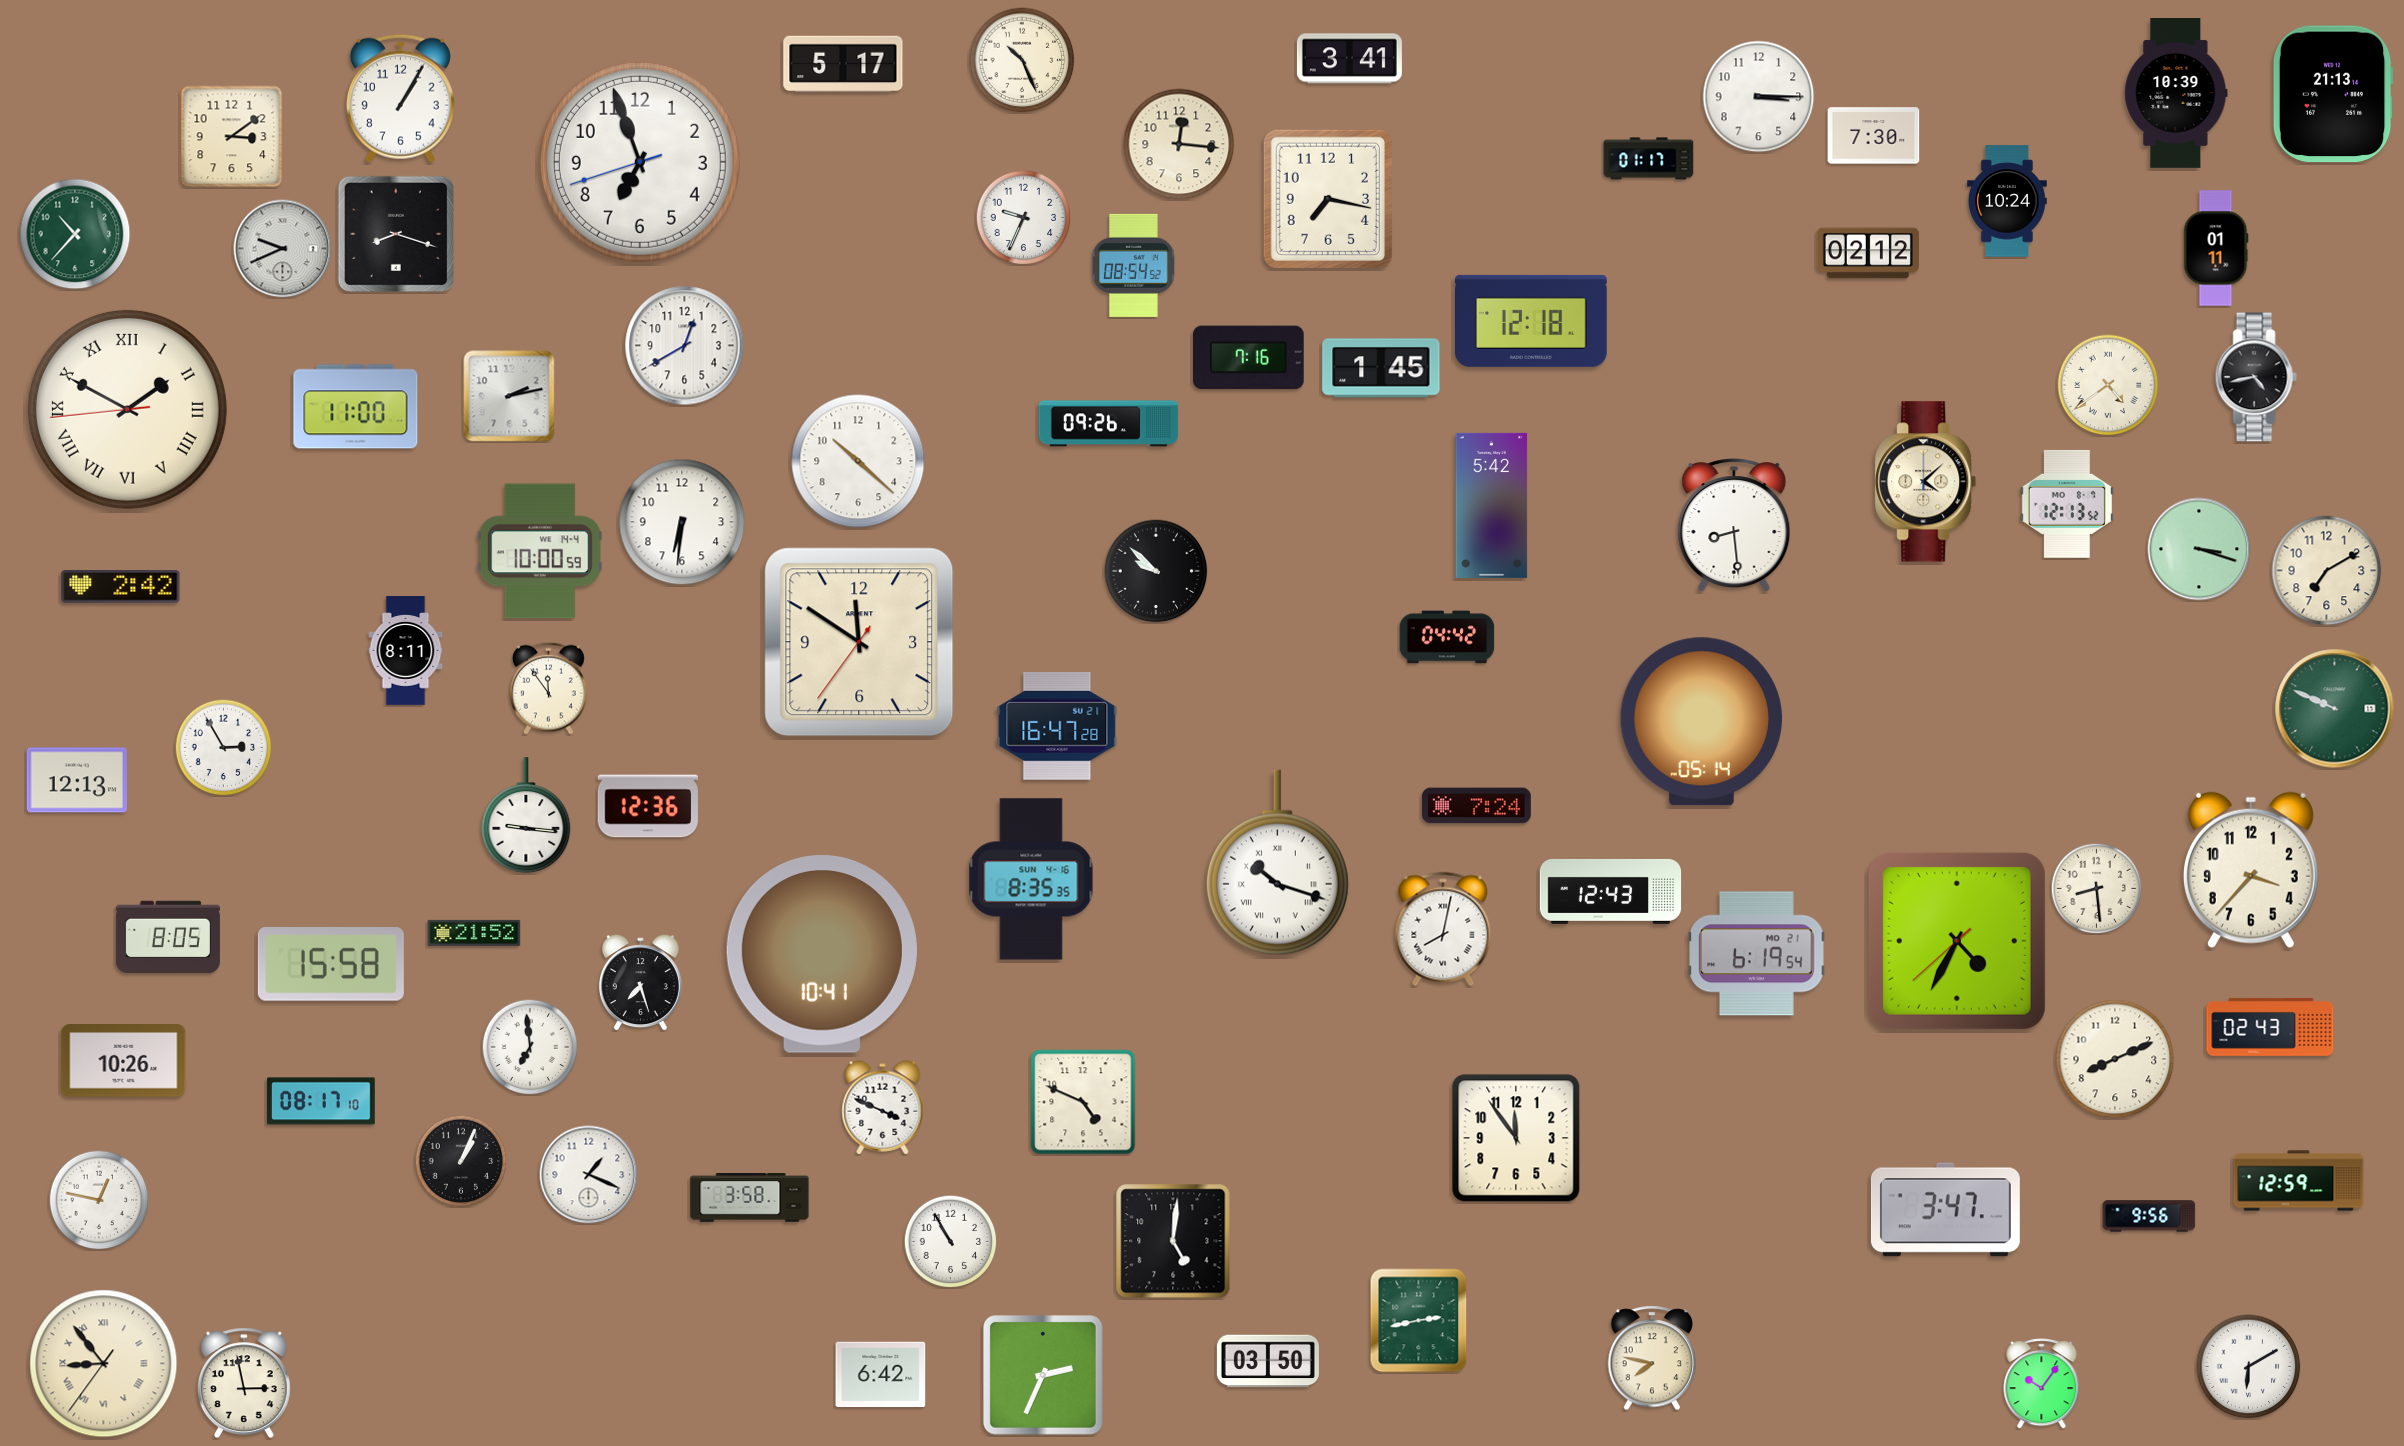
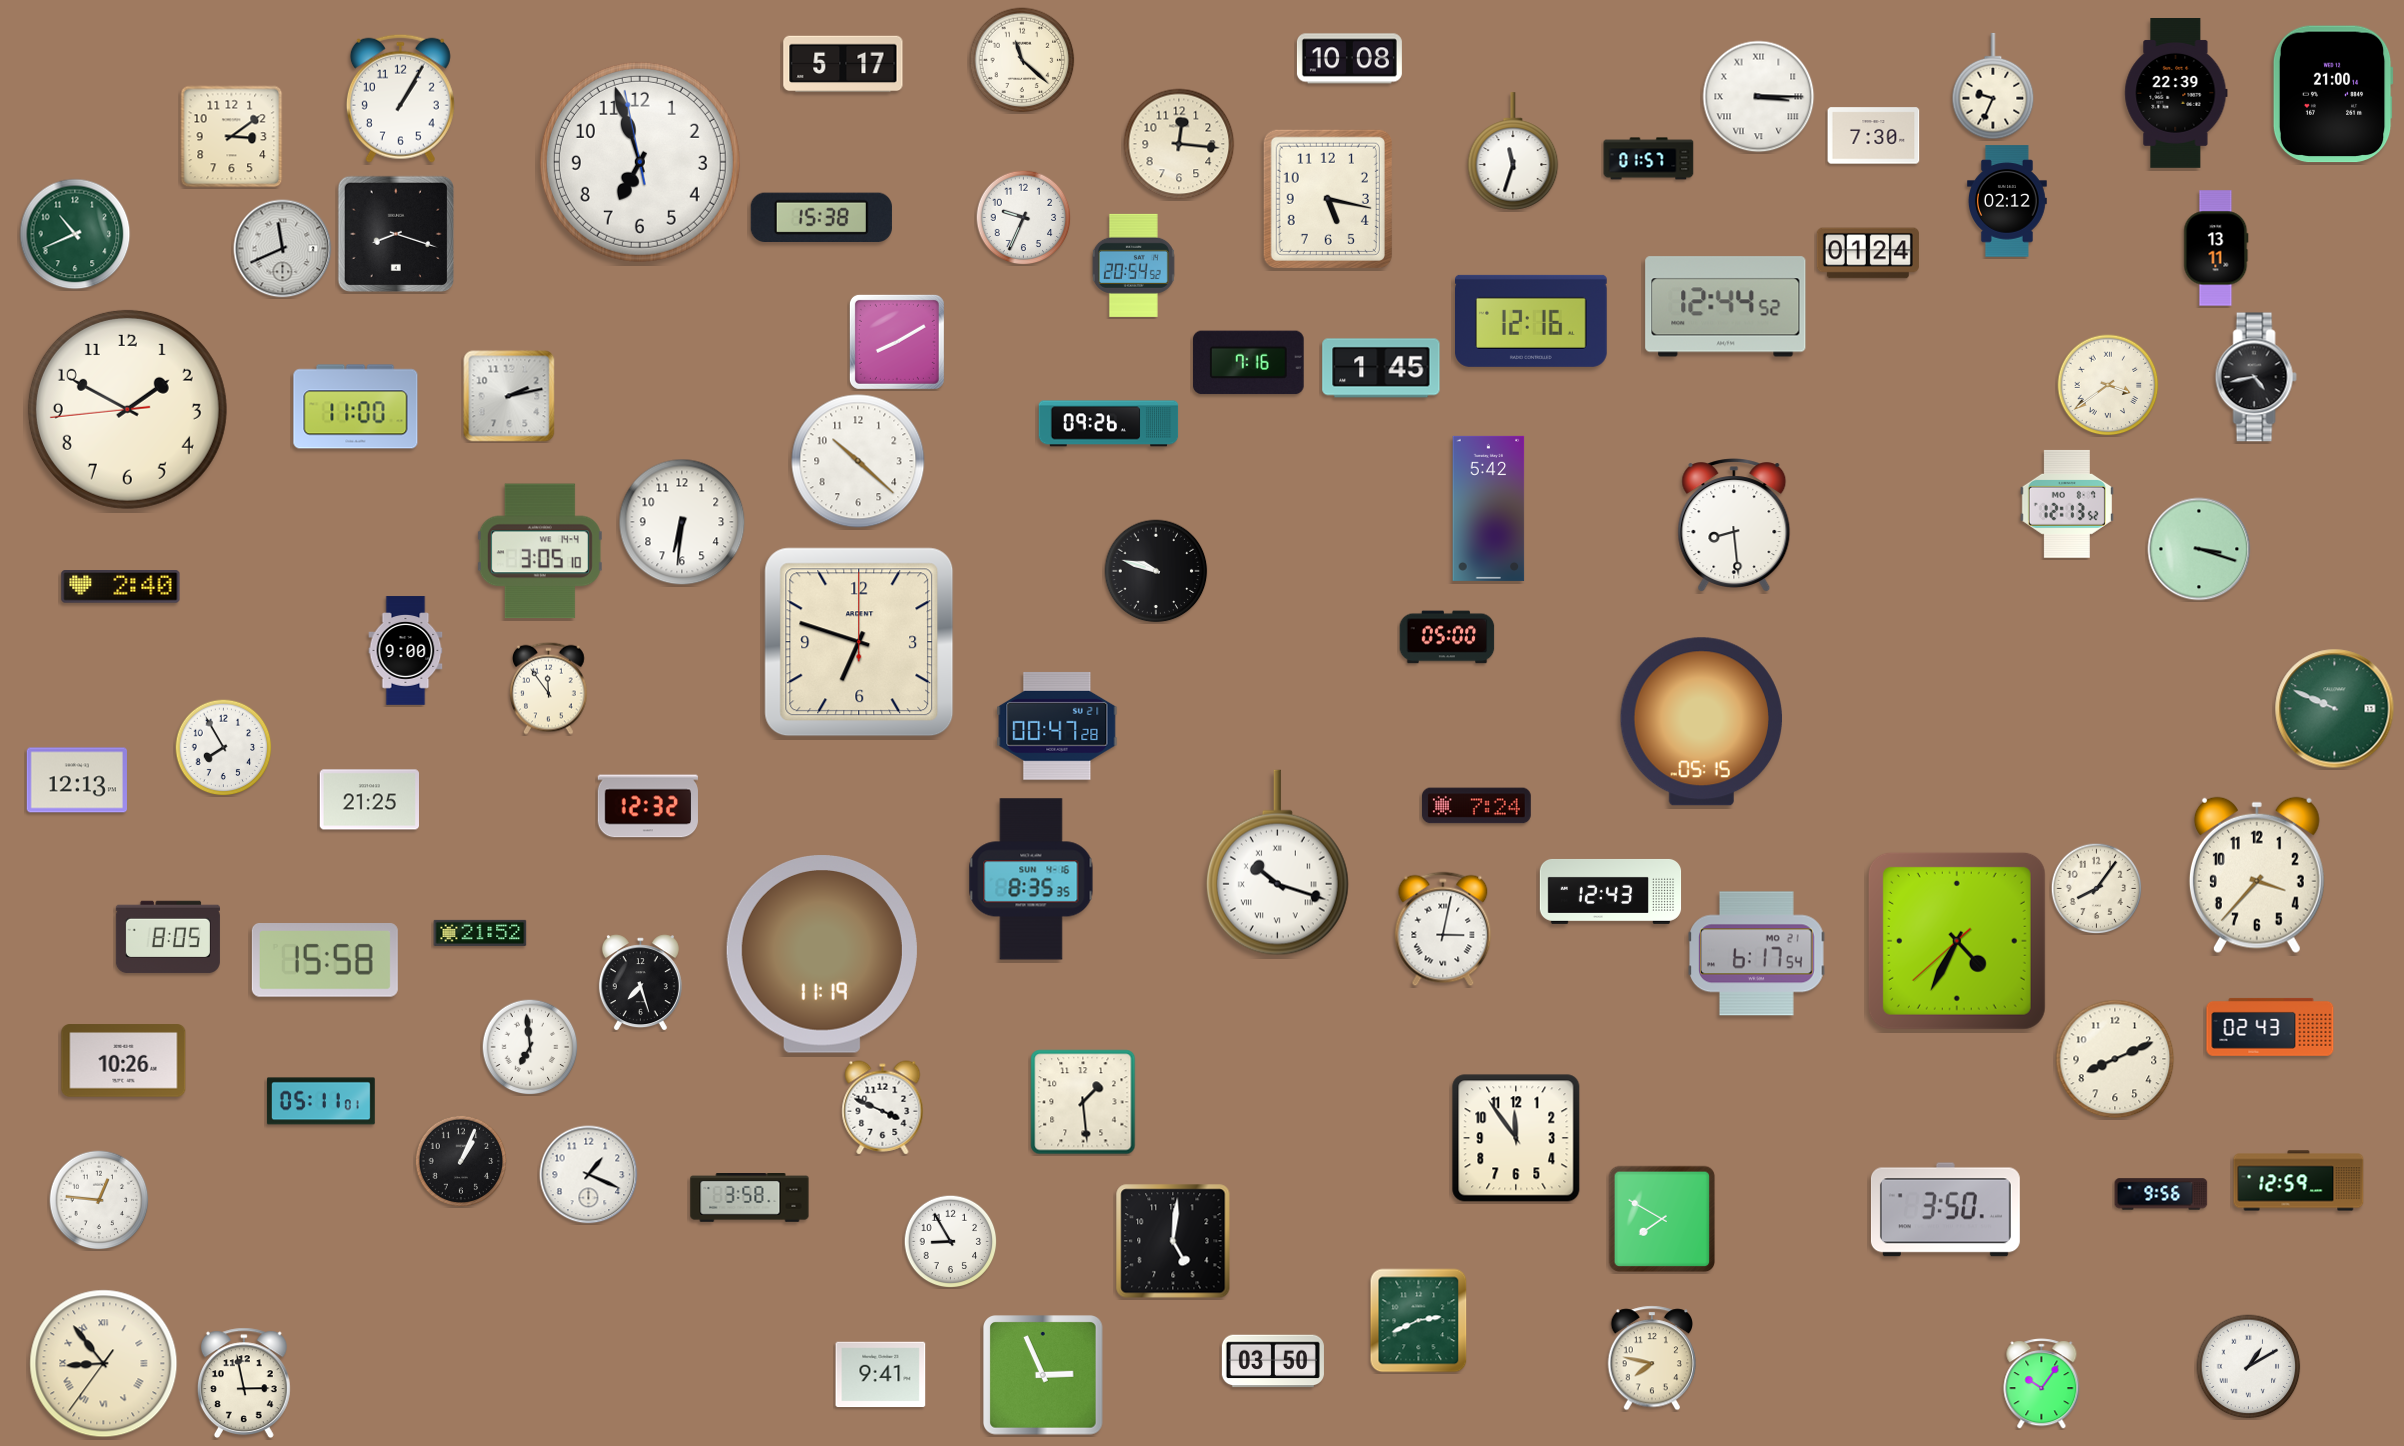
clock at (1349, 59): 3:41 -> 10:08
clock at (1022, 60): 10:26 -> 11:22
clock at (1993, 86): none -> 9:34
clock at (2176, 94): 10:39 -> 22:39
clock at (2333, 94): 21:13 -> 21:00
clock at (1759, 97) numerals: Arabic -> Roman
clock at (1513, 151): none -> 11:33
clock at (1649, 159): 01:17 -> 01:57
clock at (640, 162): 6:56:42 -> 6:56:58
clock at (1328, 199): 7:17 -> 5:17
clock at (2007, 201): 10:24 -> 02:12
clock at (821, 218): none -> 15:38
clock at (75, 234): 10:37 -> 10:41
clock at (2216, 248): 01:11 -> 13:11
clock at (283, 249): 9:41 -> 11:41
clock at (1868, 253): 02:12 -> 01:24
clock at (1133, 265): 08:54 -> 20:54
clock at (1726, 307): none -> 12:44
clock at (1532, 321): 12:18 -> 12:16
clock at (897, 342): none -> 8:10
clock at (685, 346): 12:40 -> none
clock at (1249, 358) position: (1249, 358) -> (1249, 363)
clock at (2108, 385): 4:39 -> 3:39
clock at (127, 409) numerals: Roman -> Arabic
clock at (1926, 482): 4:08 -> none
clock at (1492, 505) position: (1492, 505) -> (1489, 508)
clock at (540, 551): 10:00 -> 3:05
clock at (1156, 571): 9:52 -> 9:48
clock at (2327, 571): 7:10 -> none
clock at (121, 587): 2:42 -> 2:40
clock at (1447, 637): 04:42 -> 05:00
clock at (859, 642): 11:50 -> 6:48
clock at (406, 651): 8:11 -> 9:00
clock at (1701, 722): 05:14 -> 05:15
clock at (1057, 726): 16:47 -> 00:47
clock at (223, 747): 2:55 -> 7:55
clock at (369, 800): none -> 21:25
clock at (648, 806): 12:36 -> 12:32
clock at (526, 815): 9:16 -> none
clock at (2251, 870) position: (2251, 870) -> (2257, 875)
clock at (2096, 888): 8:29 -> 8:06
clock at (1443, 929): 8:02 -> 3:02
clock at (474, 933) position: (474, 933) -> (480, 933)
clock at (822, 954): 10:41 -> 11:19
clock at (1757, 954): 6:19 -> 6:17
clock at (331, 965) position: (331, 965) -> (325, 961)
clock at (321, 1101): 08:17 -> 05:11
clock at (1083, 1102): 4:49 -> 1:29
clock at (99, 1200): 12:47 -> 12:46
clock at (1945, 1210): 3:47 -> 3:50
clock at (2149, 1216) position: (2149, 1216) -> (2161, 1194)
clock at (1662, 1219): none -> 7:50
clock at (950, 1241): 10:55 -> 8:55
clock at (1419, 1321): 2:43 -> 2:41
clock at (1268, 1361) position: (1268, 1361) -> (1273, 1361)
clock at (2249, 1367): 6:10 -> 1:10
clock at (881, 1375): 6:42 -> 9:41
clock at (1044, 1376): 2:34 -> 2:56
